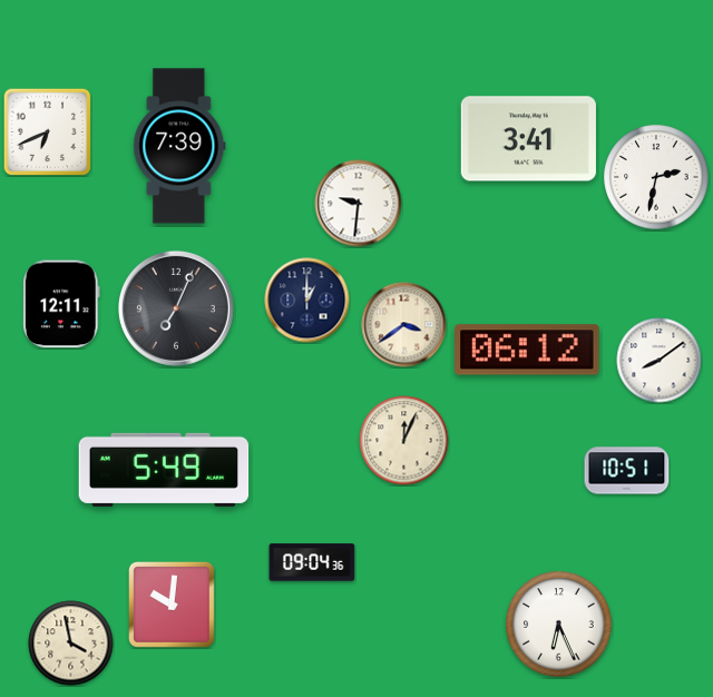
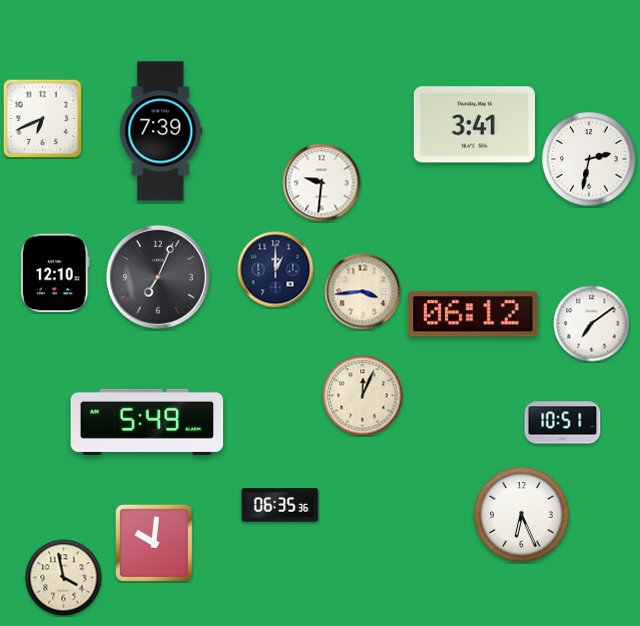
clock at (62, 304): 12:11 -> 12:10
clock at (404, 325): 3:39 -> 3:44
clock at (660, 361): 8:09 -> 7:09
clock at (312, 562): 09:04 -> 06:35
clock at (559, 625) position: (559, 625) -> (522, 515)
